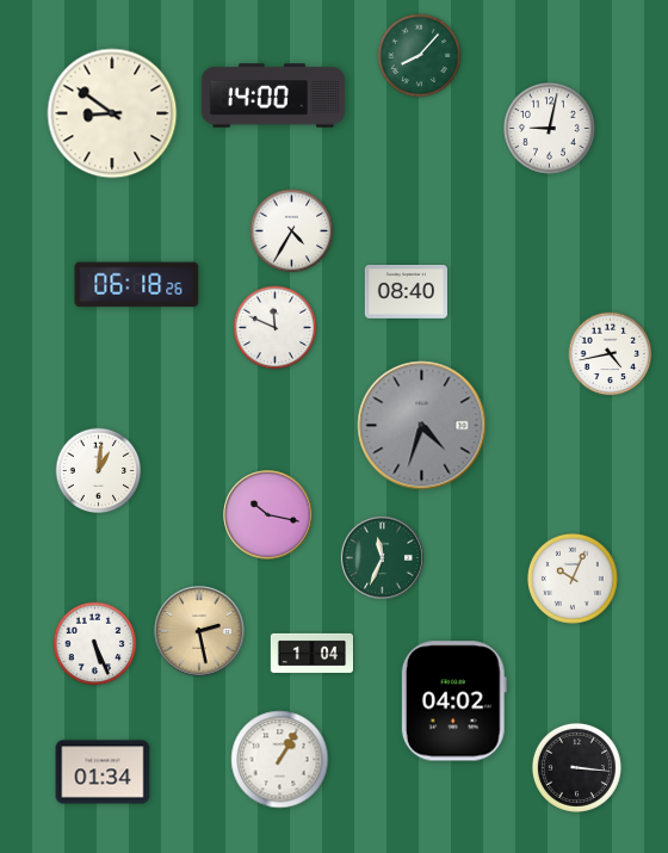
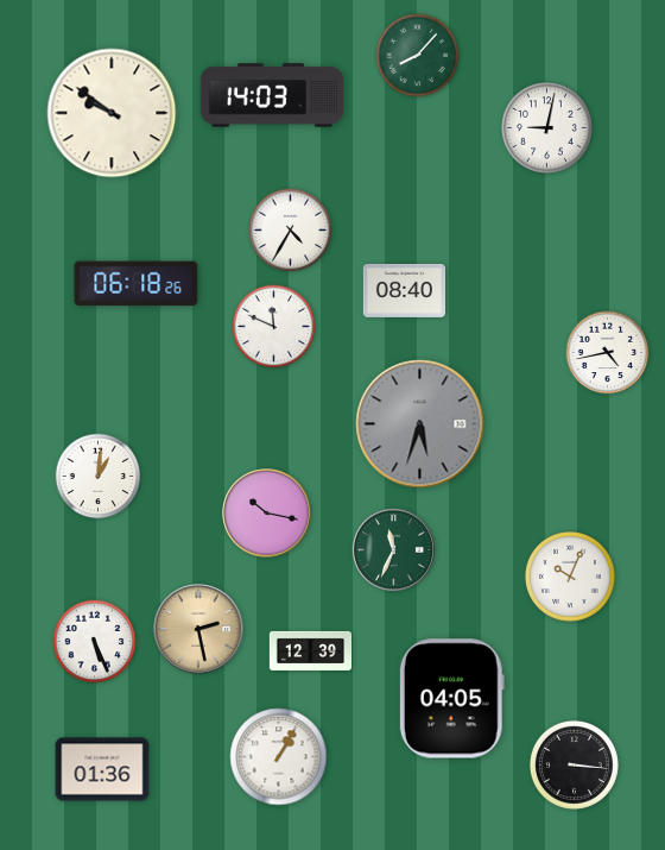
clock at (273, 95): 14:00 -> 14:03
clock at (112, 113): 8:51 -> 9:51
clock at (422, 426): 4:33 -> 5:33
clock at (99, 471) position: (99, 471) -> (99, 477)
clock at (382, 557) position: (382, 557) -> (393, 549)
clock at (311, 653): 1:04 -> 12:39
clock at (453, 701): 04:02 -> 04:05
clock at (103, 772): 01:34 -> 01:36
